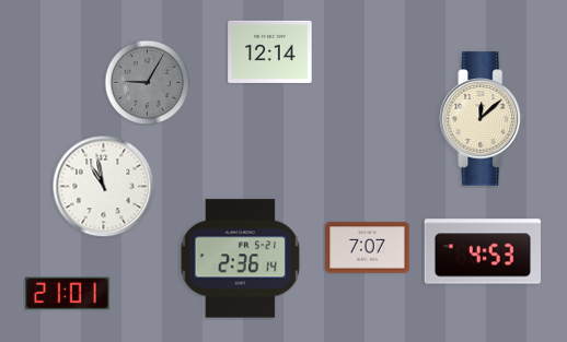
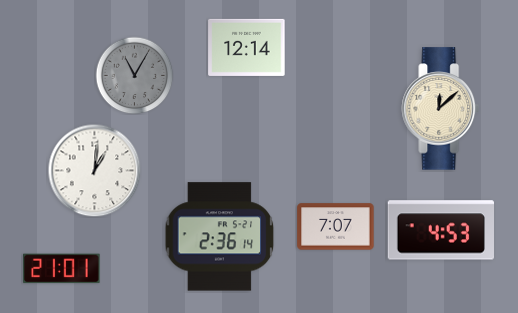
clock at (147, 82): 9:05 -> 11:05
clock at (103, 186): 10:58 -> 1:01
